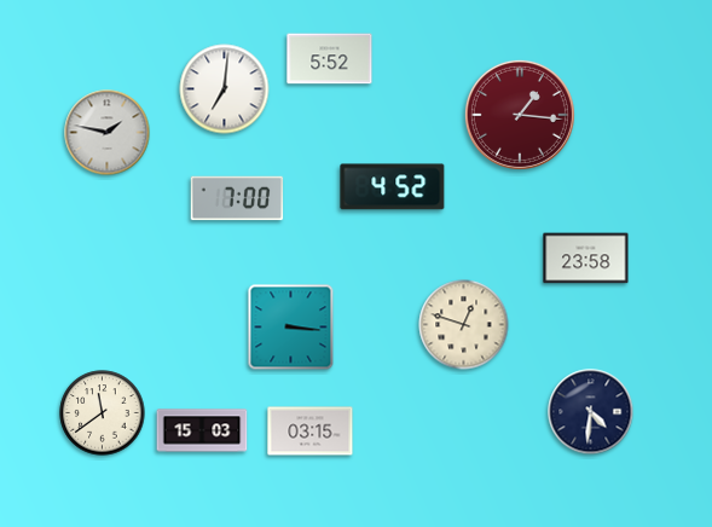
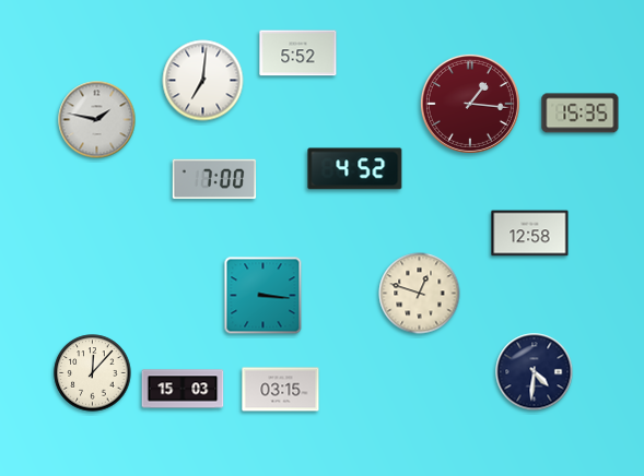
clock at (581, 114): none -> 15:35
clock at (586, 259): 23:58 -> 12:58
clock at (103, 413): 11:39 -> 12:07
